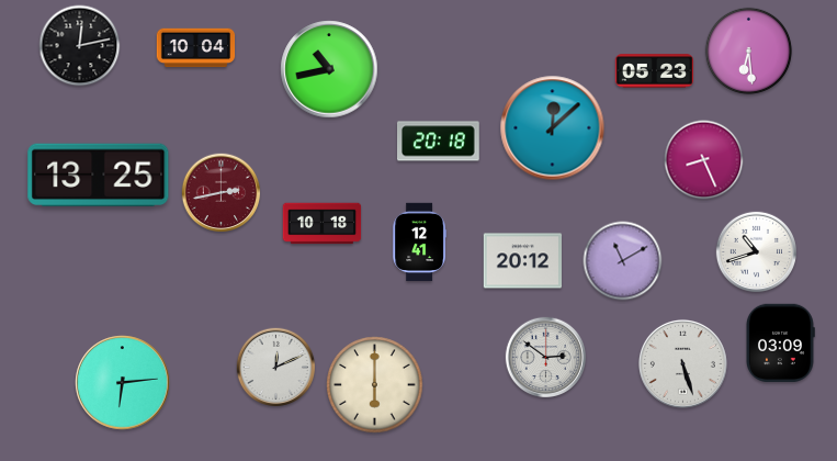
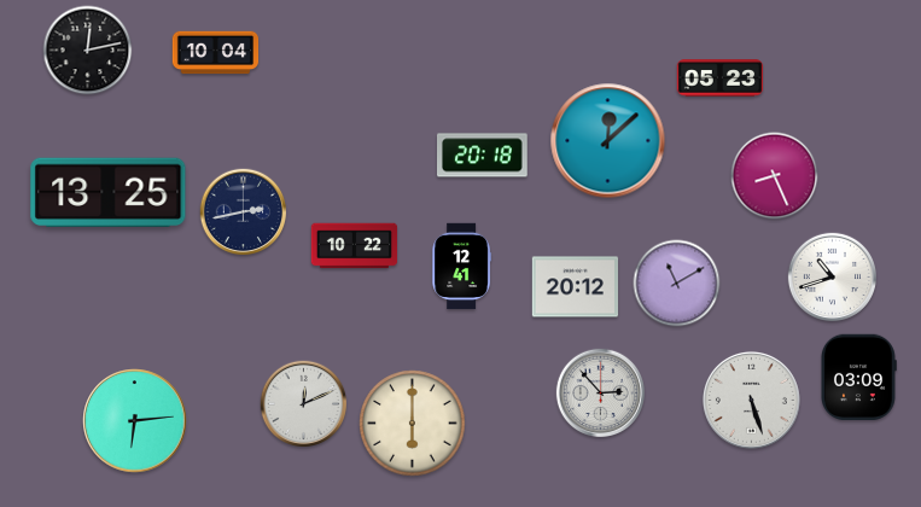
clock at (749, 52): 6:29 -> none
clock at (329, 69): 10:43 -> none
clock at (222, 193) dial: burgundy -> navy
clock at (323, 224): 10:18 -> 10:22
clock at (623, 261) position: (623, 261) -> (677, 284)
clock at (545, 357): 2:51 -> 2:53
